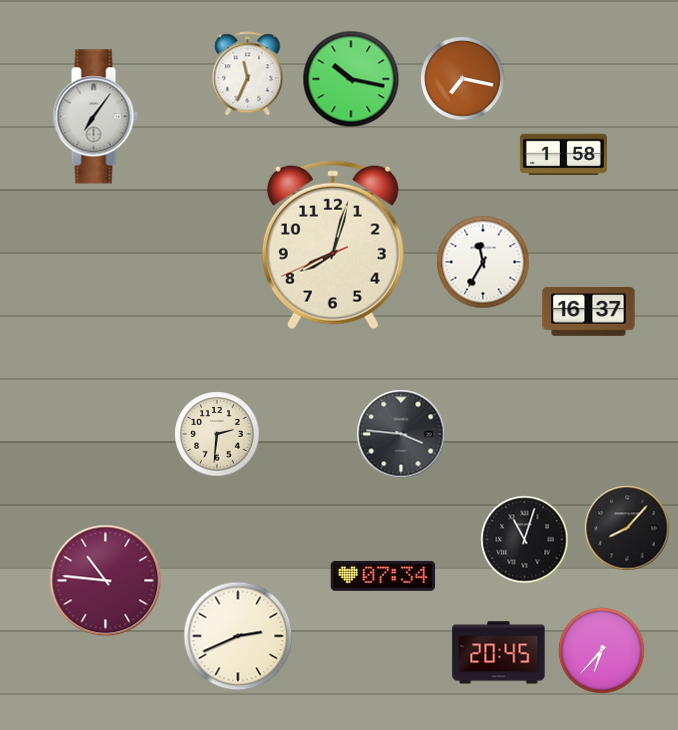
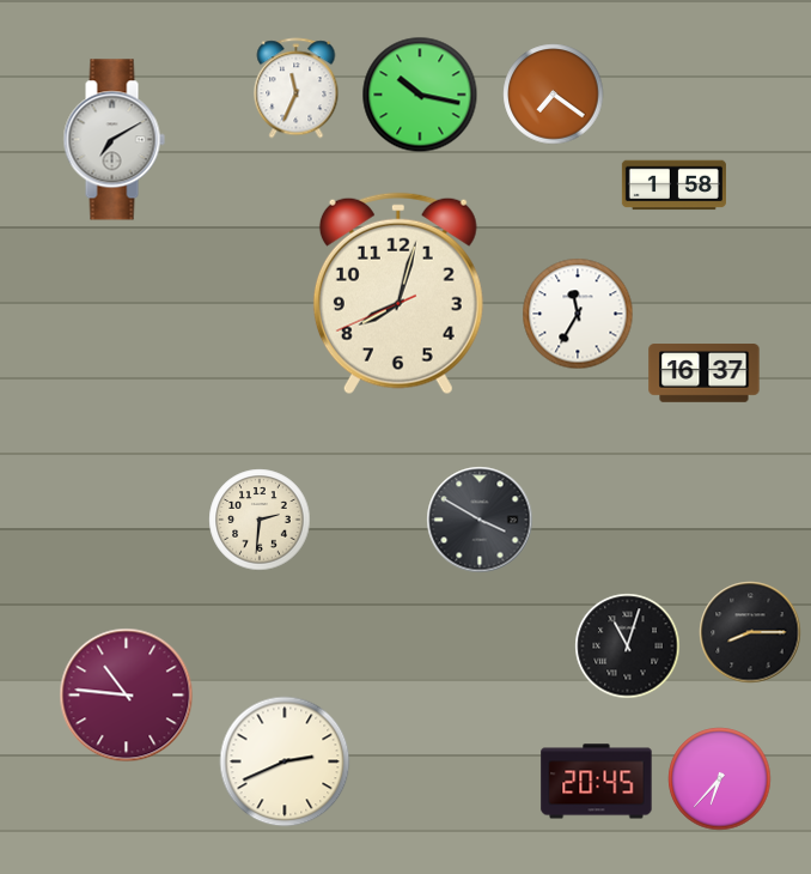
clock at (463, 79): 7:17 -> 7:21
clock at (95, 117): 7:06 -> 7:10
clock at (401, 434): 3:46 -> 3:50
clock at (627, 528): 8:07 -> 8:15
clock at (383, 576): 07:34 -> none
